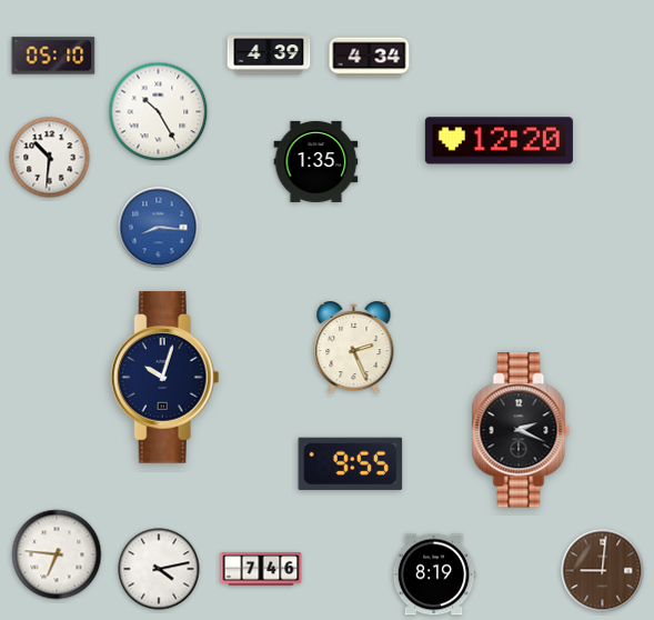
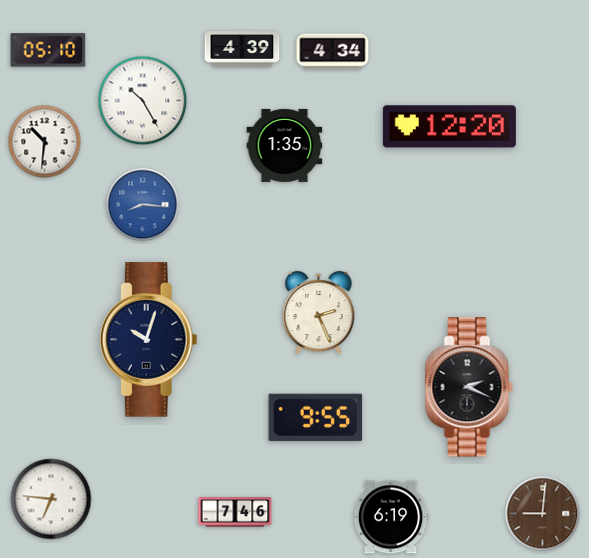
clock at (159, 569): 4:13 -> none
clock at (434, 574): 8:19 -> 6:19
